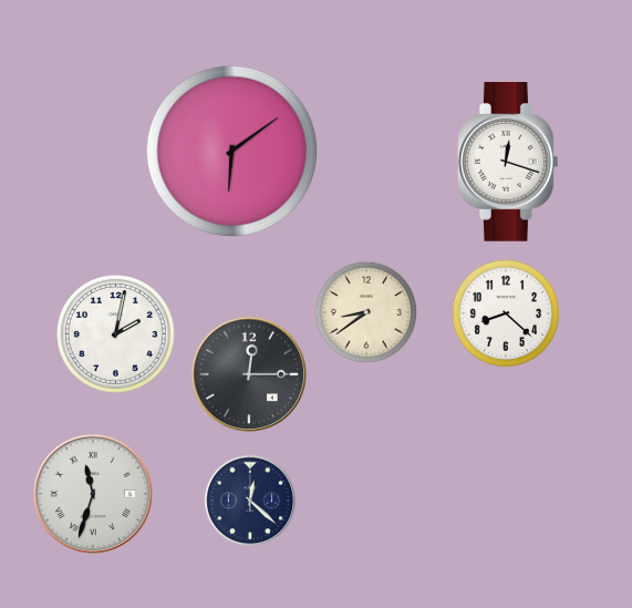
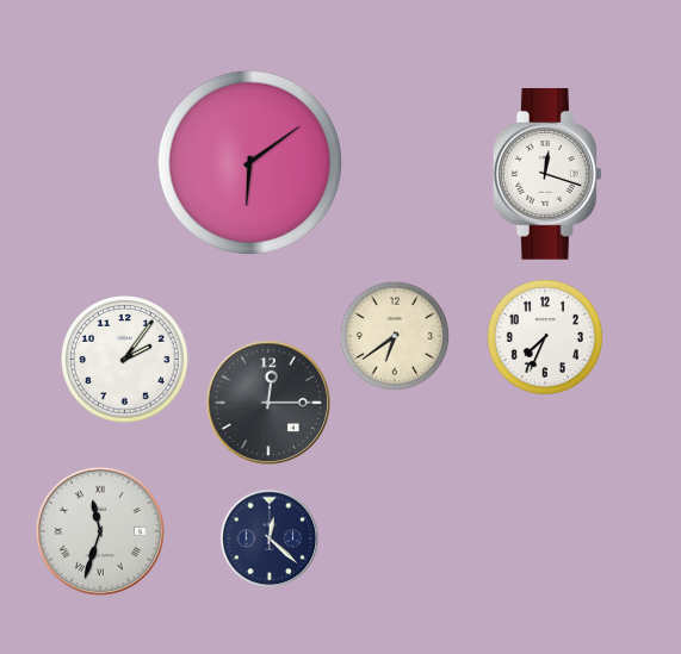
clock at (366, 312): 8:39 -> 6:39
clock at (506, 313): 8:22 -> 7:34
clock at (116, 334): 2:02 -> 2:06
